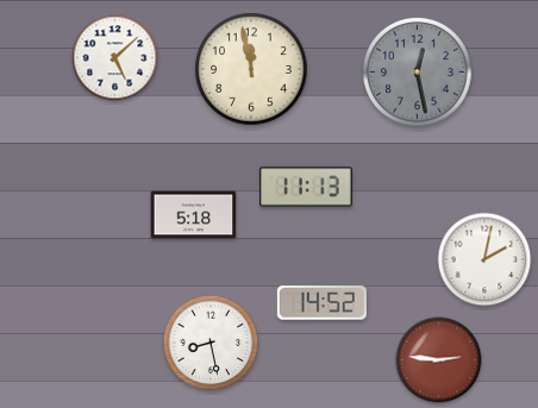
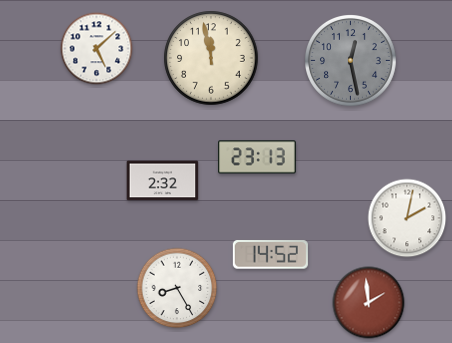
clock at (306, 187): 11:13 -> 23:13
clock at (194, 215): 5:18 -> 2:32
clock at (211, 343): 8:28 -> 8:25
clock at (439, 360): 2:46 -> 1:59
